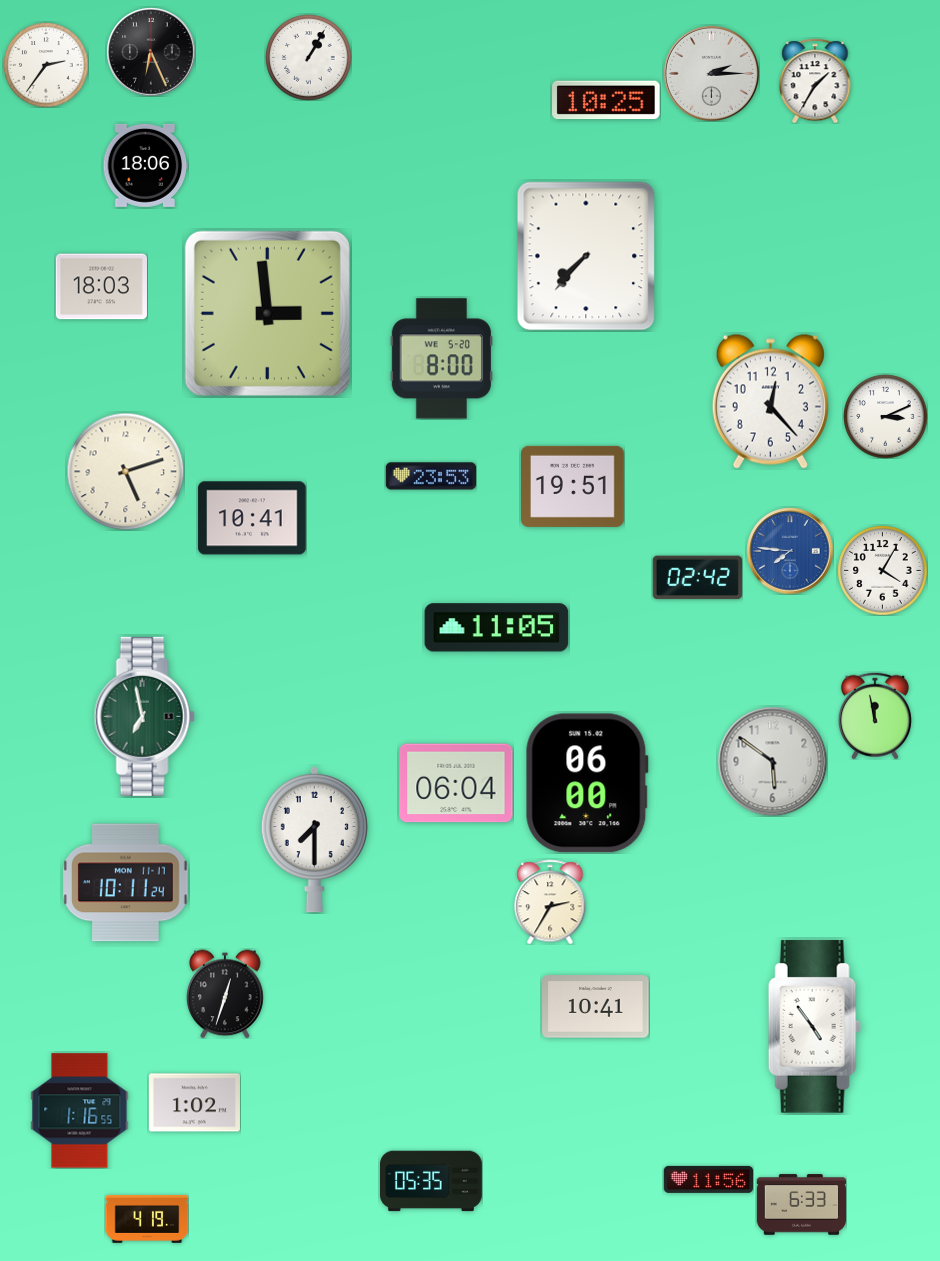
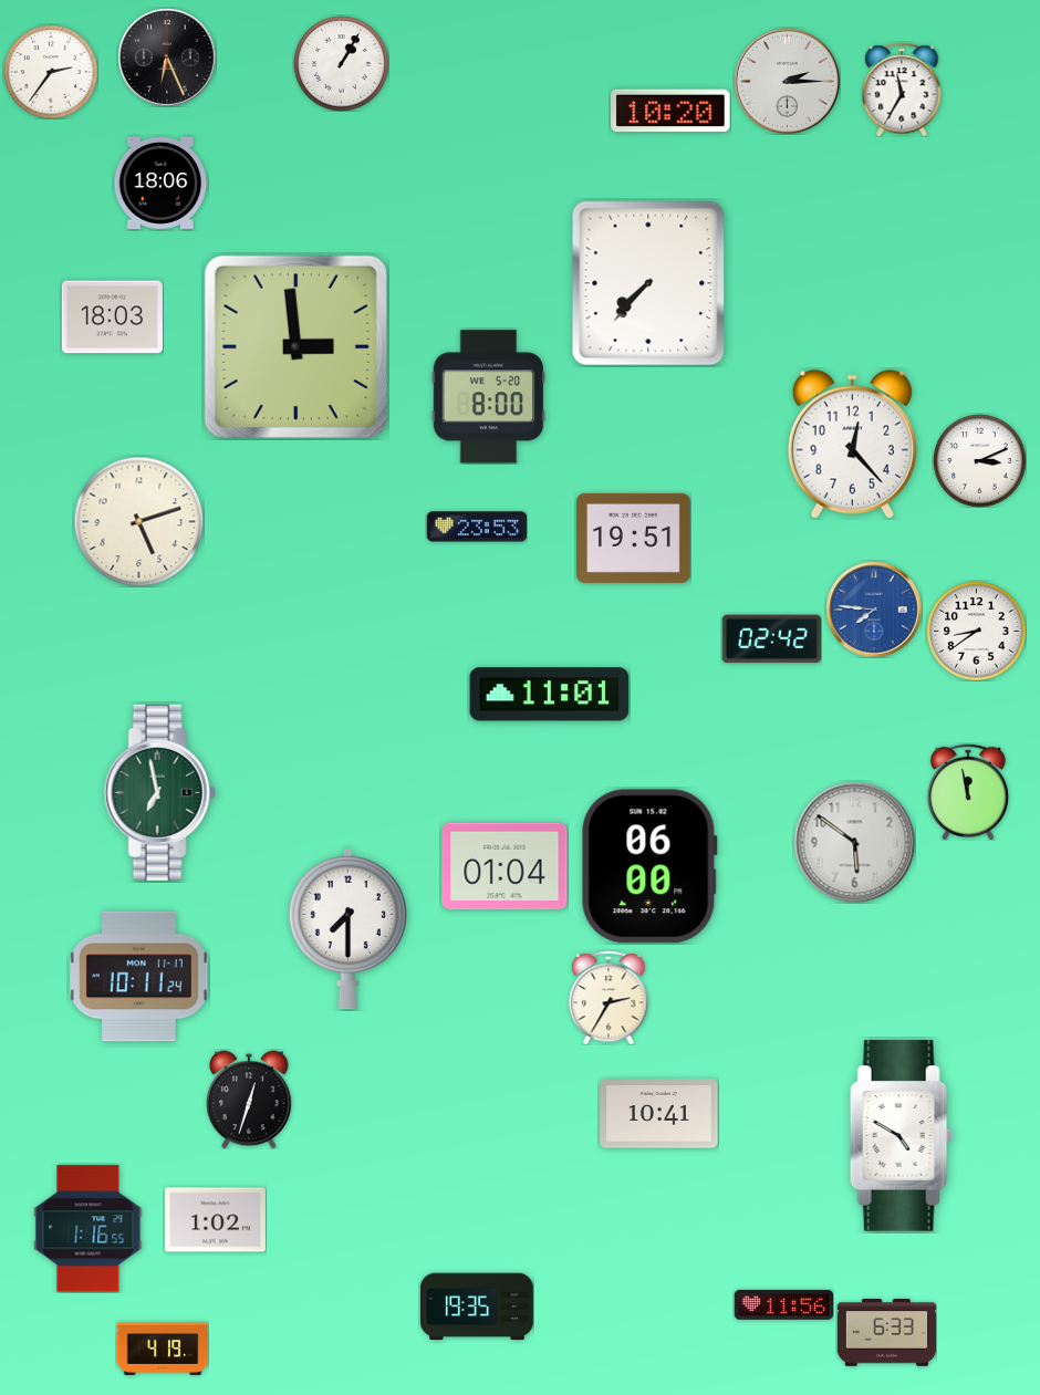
clock at (815, 81): 1:35 -> 11:35
clock at (606, 100): 10:25 -> 10:20
clock at (252, 518): 10:41 -> none
clock at (882, 570): 4:05 -> 8:39
clock at (497, 628): 11:05 -> 11:01
clock at (456, 783): 06:04 -> 01:04
clock at (814, 1027): 4:54 -> 4:50
clock at (432, 1181): 05:35 -> 19:35
